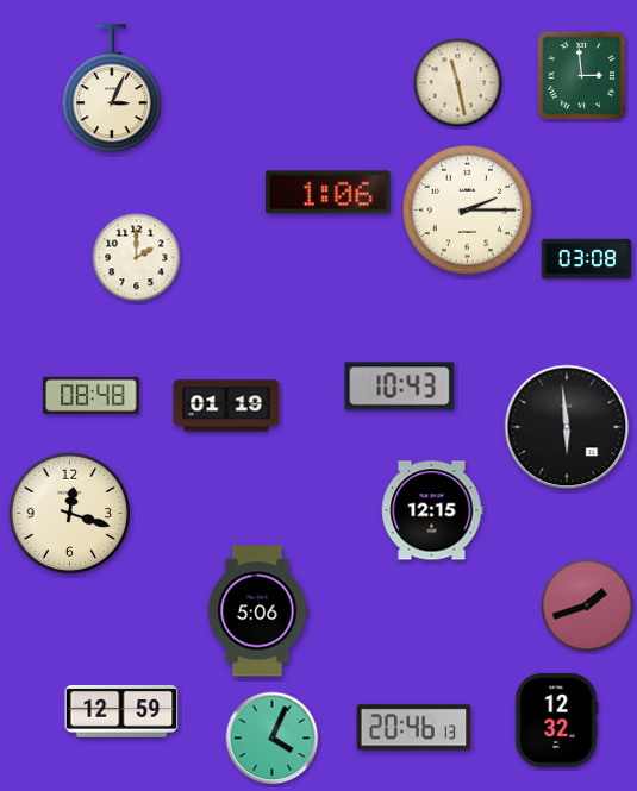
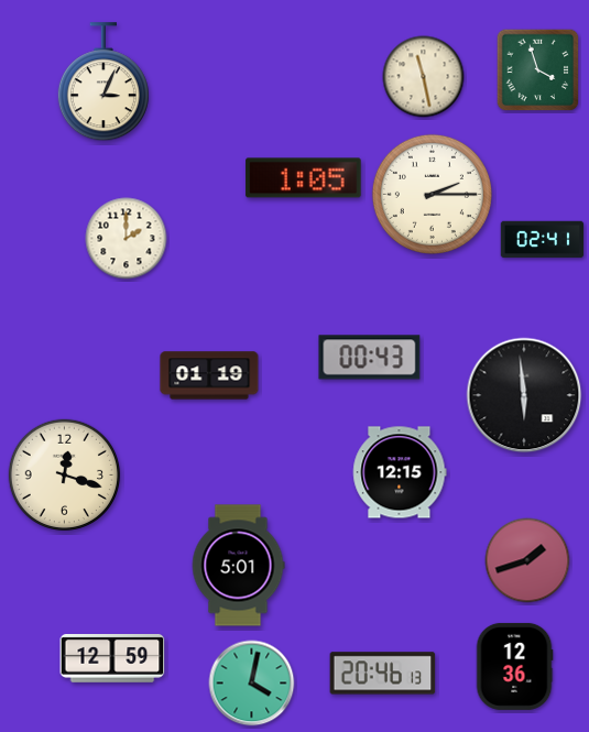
clock at (582, 76): 2:59 -> 3:57
clock at (329, 193): 1:06 -> 1:05
clock at (587, 259): 03:08 -> 02:41
clock at (400, 387): 10:43 -> 00:43
clock at (92, 395): 08:48 -> none
clock at (587, 605) position: (587, 605) -> (527, 560)
clock at (257, 611): 5:06 -> 5:01
clock at (556, 720): 12:32 -> 12:36
clock at (273, 739): 4:04 -> 4:02
